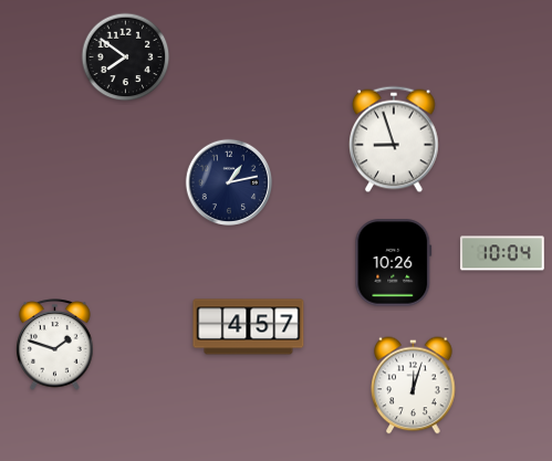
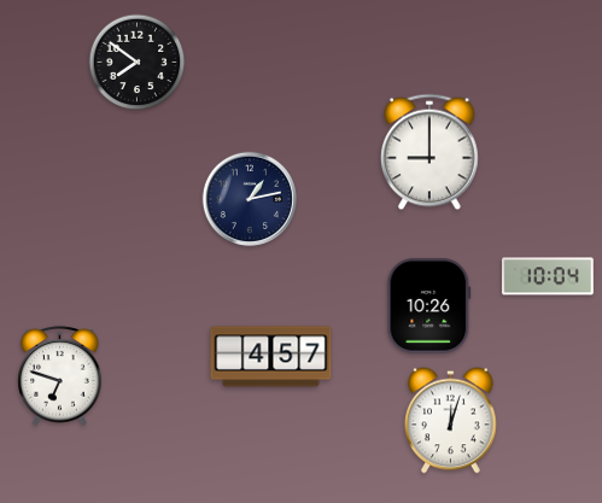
clock at (394, 139): 8:57 -> 9:00
clock at (394, 263) position: (394, 263) -> (429, 306)
clock at (55, 345): 1:48 -> 6:48
